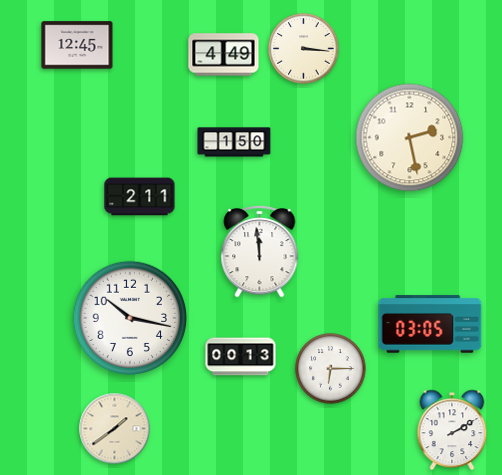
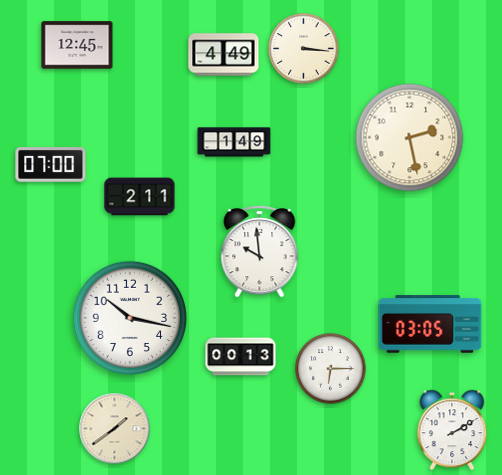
clock at (234, 142): 1:50 -> 1:49
clock at (51, 165): none -> 07:00
clock at (260, 252): 11:59 -> 9:59
